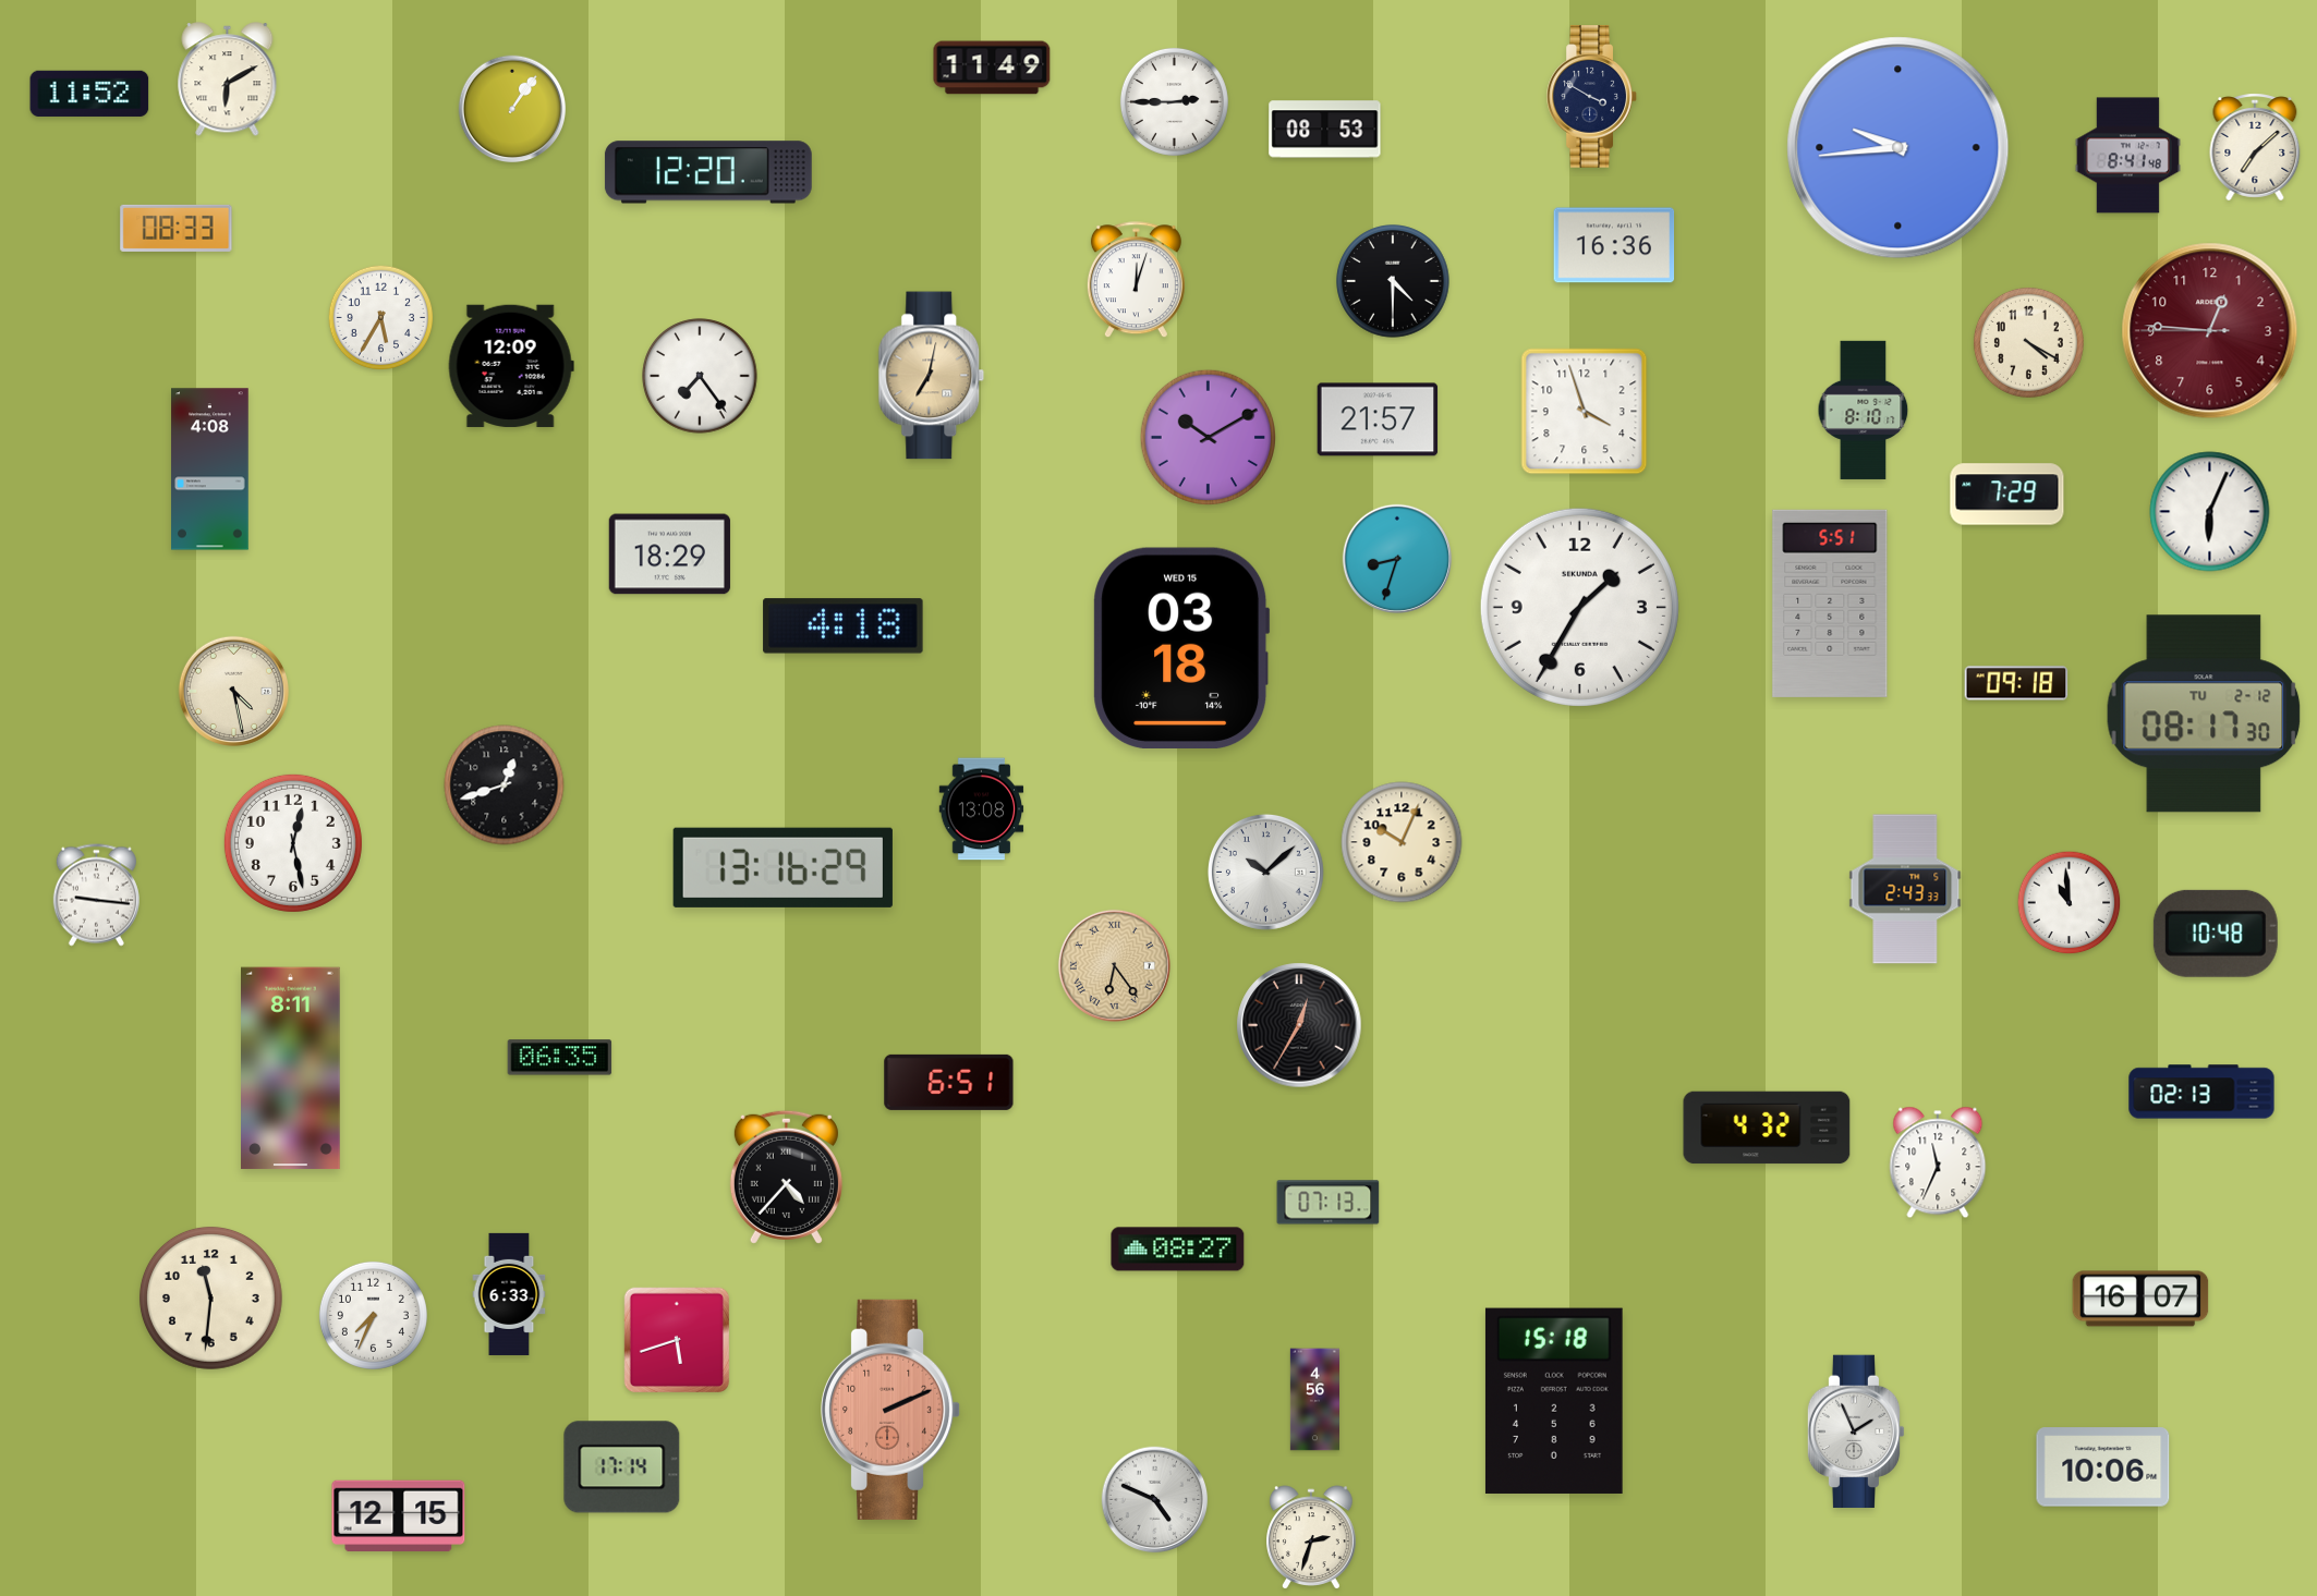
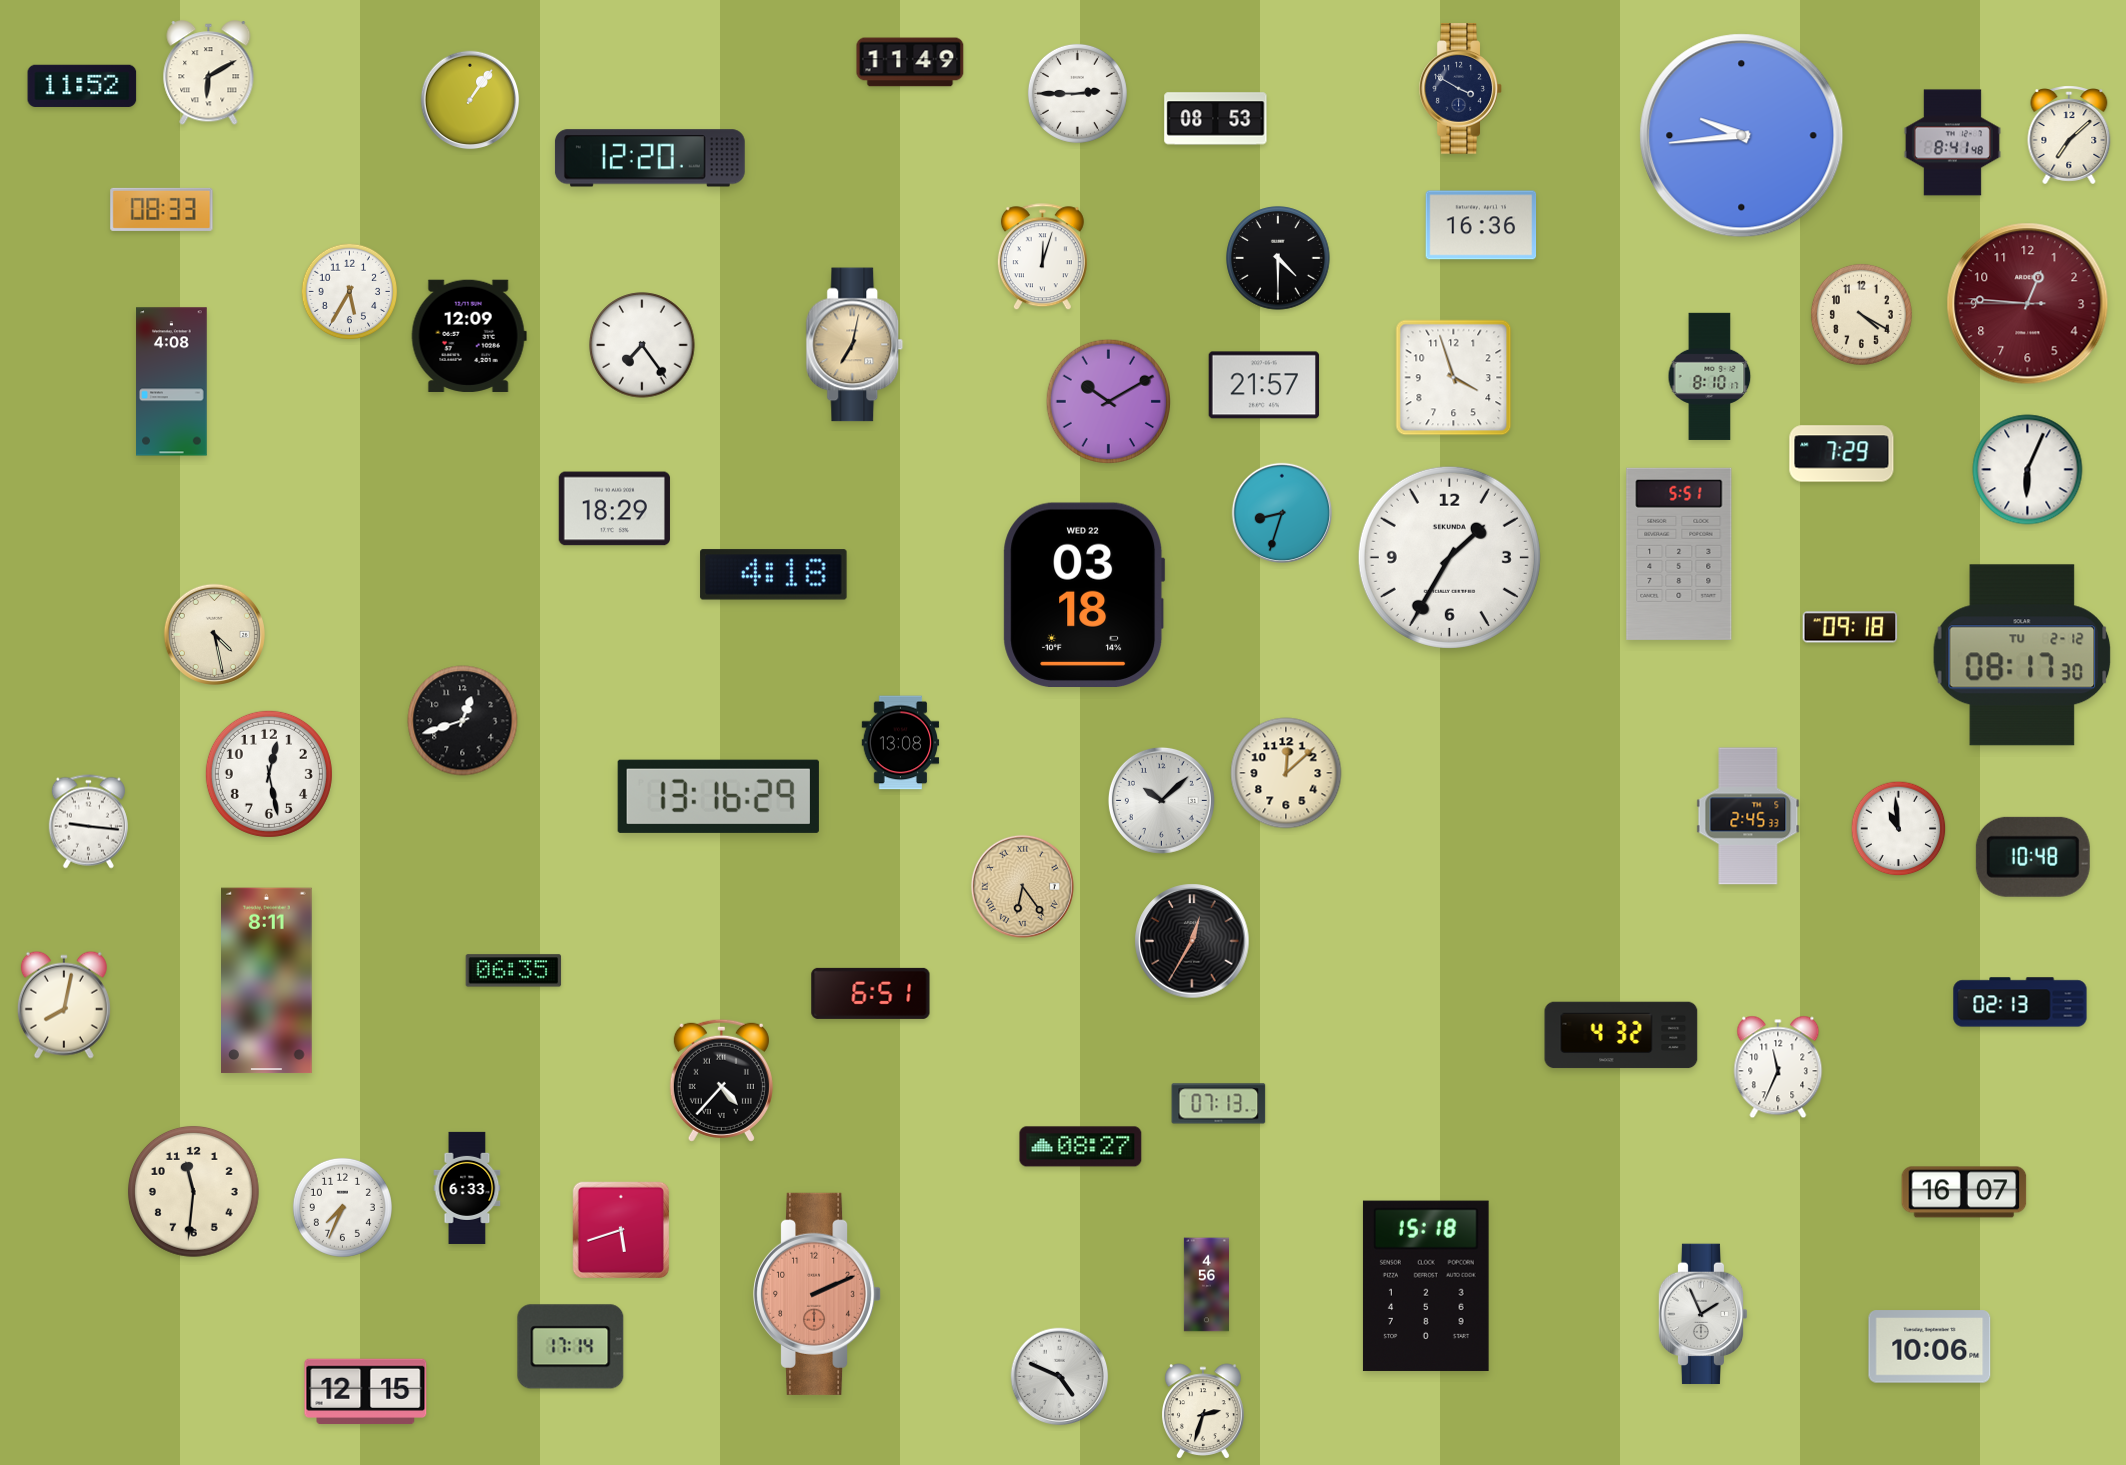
clock at (210, 470) position: (210, 470) -> (172, 382)
clock at (1181, 647) date: WED 15 -> WED 22
clock at (1402, 842): 10:04 -> 12:08
clock at (1905, 889): 2:43 -> 2:45
clock at (64, 1005): none -> 8:02
